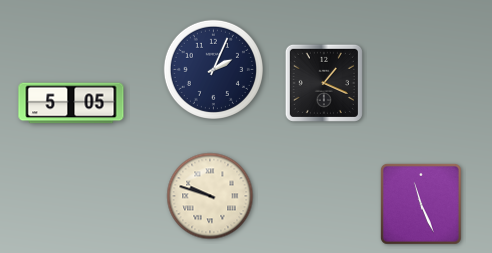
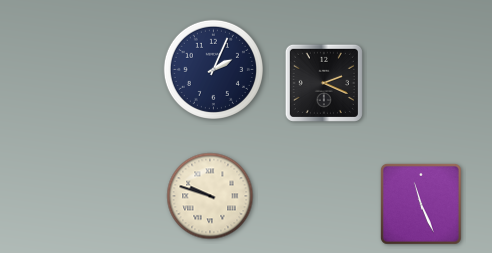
clock at (324, 83): 1:19 -> 2:19
clock at (71, 103): 5:05 -> none
